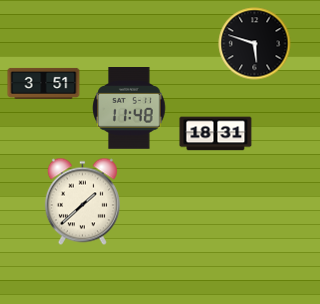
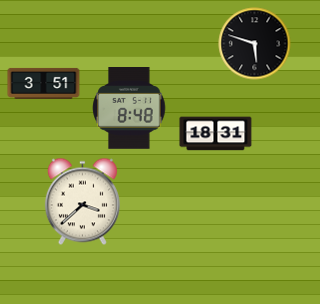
clock at (129, 109): 11:48 -> 8:48
clock at (82, 202): 1:38 -> 3:38
